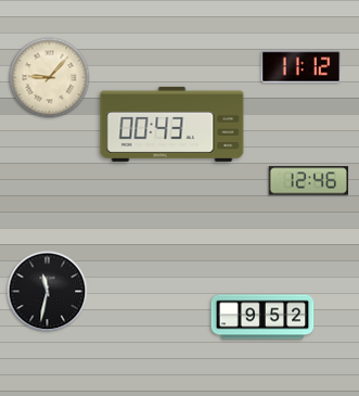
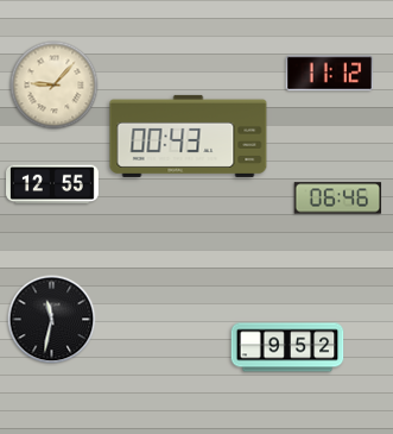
clock at (53, 184): none -> 12:55
clock at (309, 181): 12:46 -> 06:46
